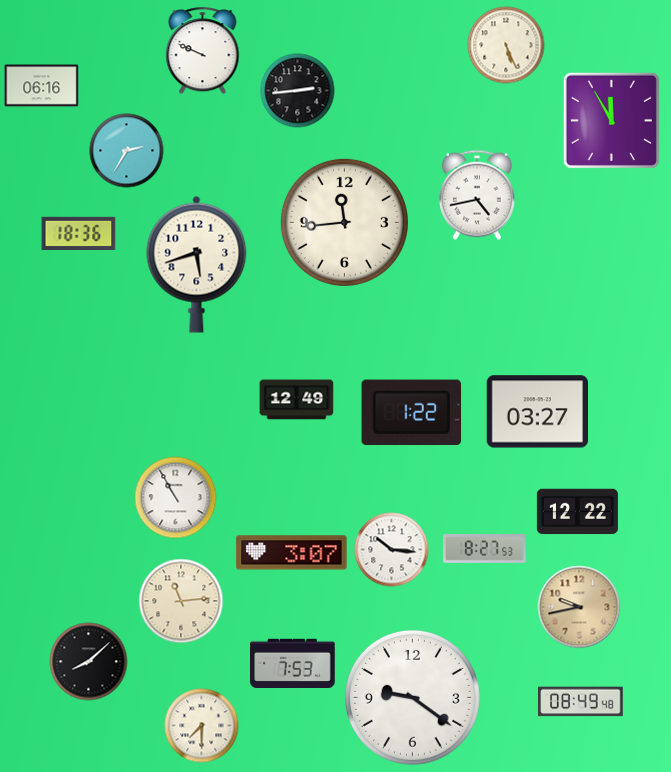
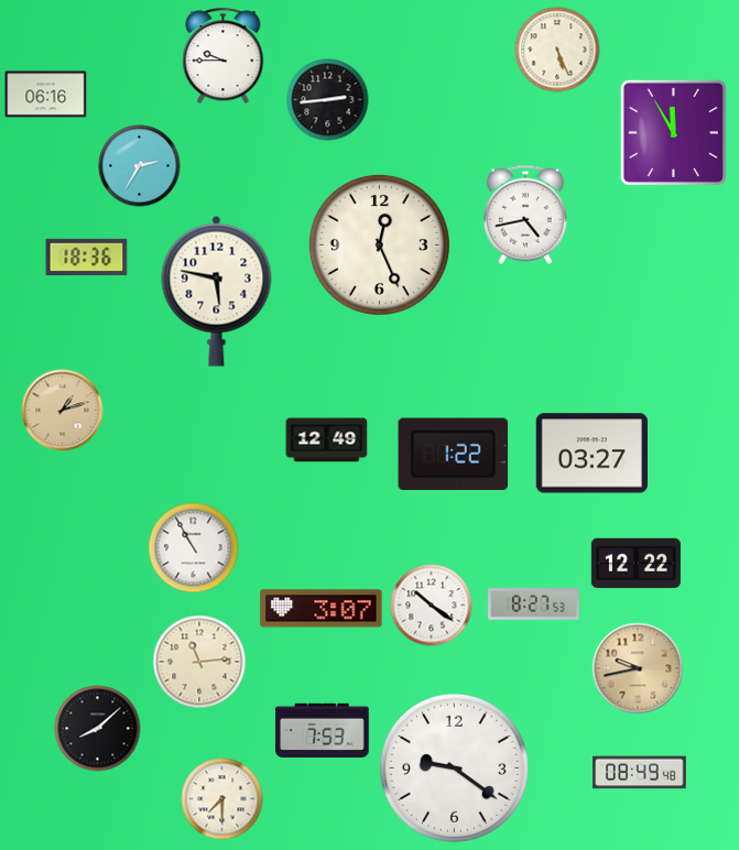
clock at (203, 51): 9:49 -> 9:45
clock at (344, 222): 11:44 -> 12:26
clock at (197, 264): 5:42 -> 5:47
clock at (63, 411): none -> 1:12
clock at (392, 550): 10:16 -> 10:21
